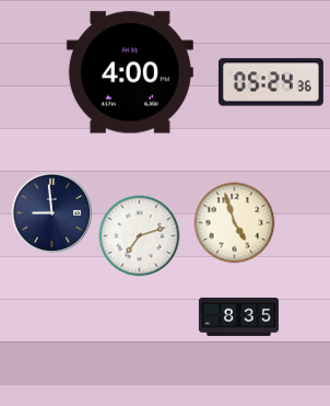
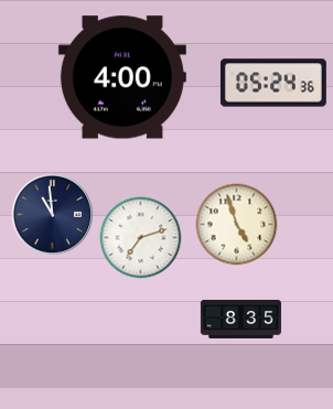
clock at (130, 72) position: (130, 72) -> (122, 77)
clock at (52, 213): 8:59 -> 10:59
